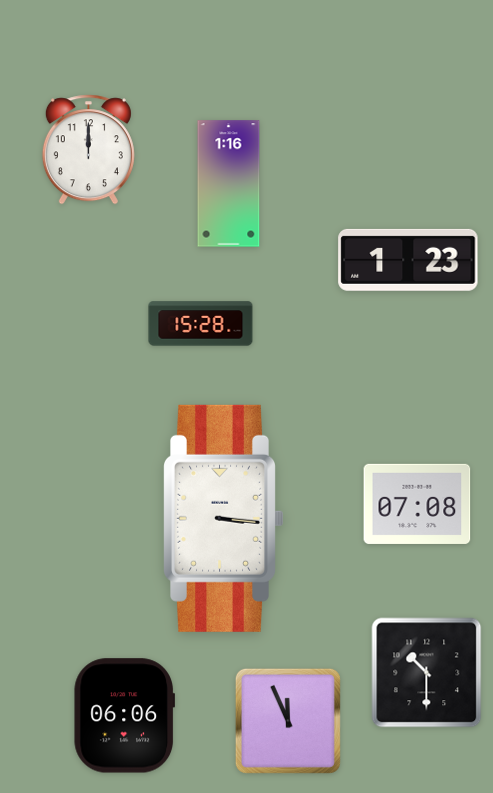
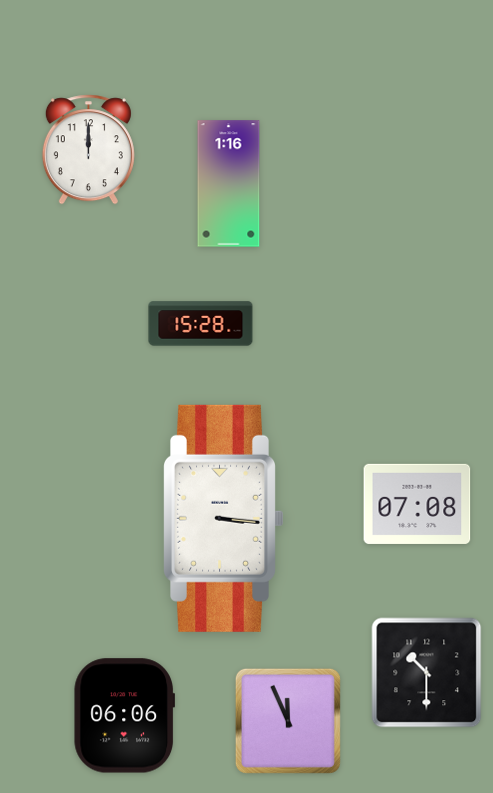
clock at (408, 260): 1:23 -> none
